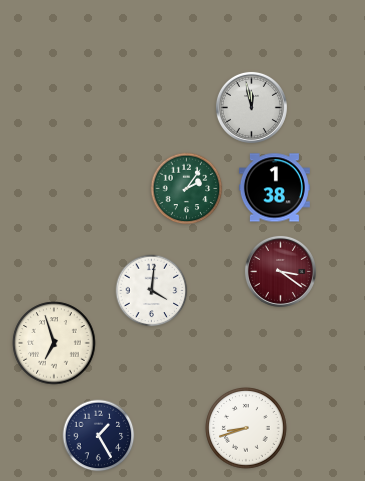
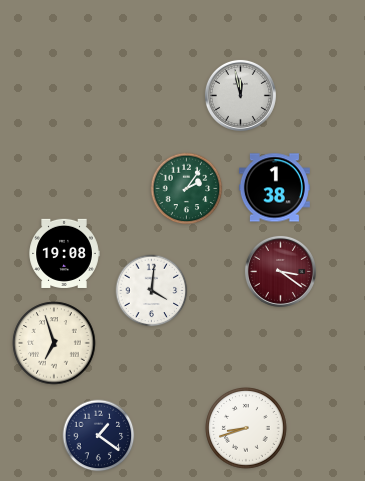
clock at (251, 107) position: (251, 107) -> (240, 95)
clock at (64, 253): none -> 19:08
clock at (99, 436): 1:25 -> 1:21
